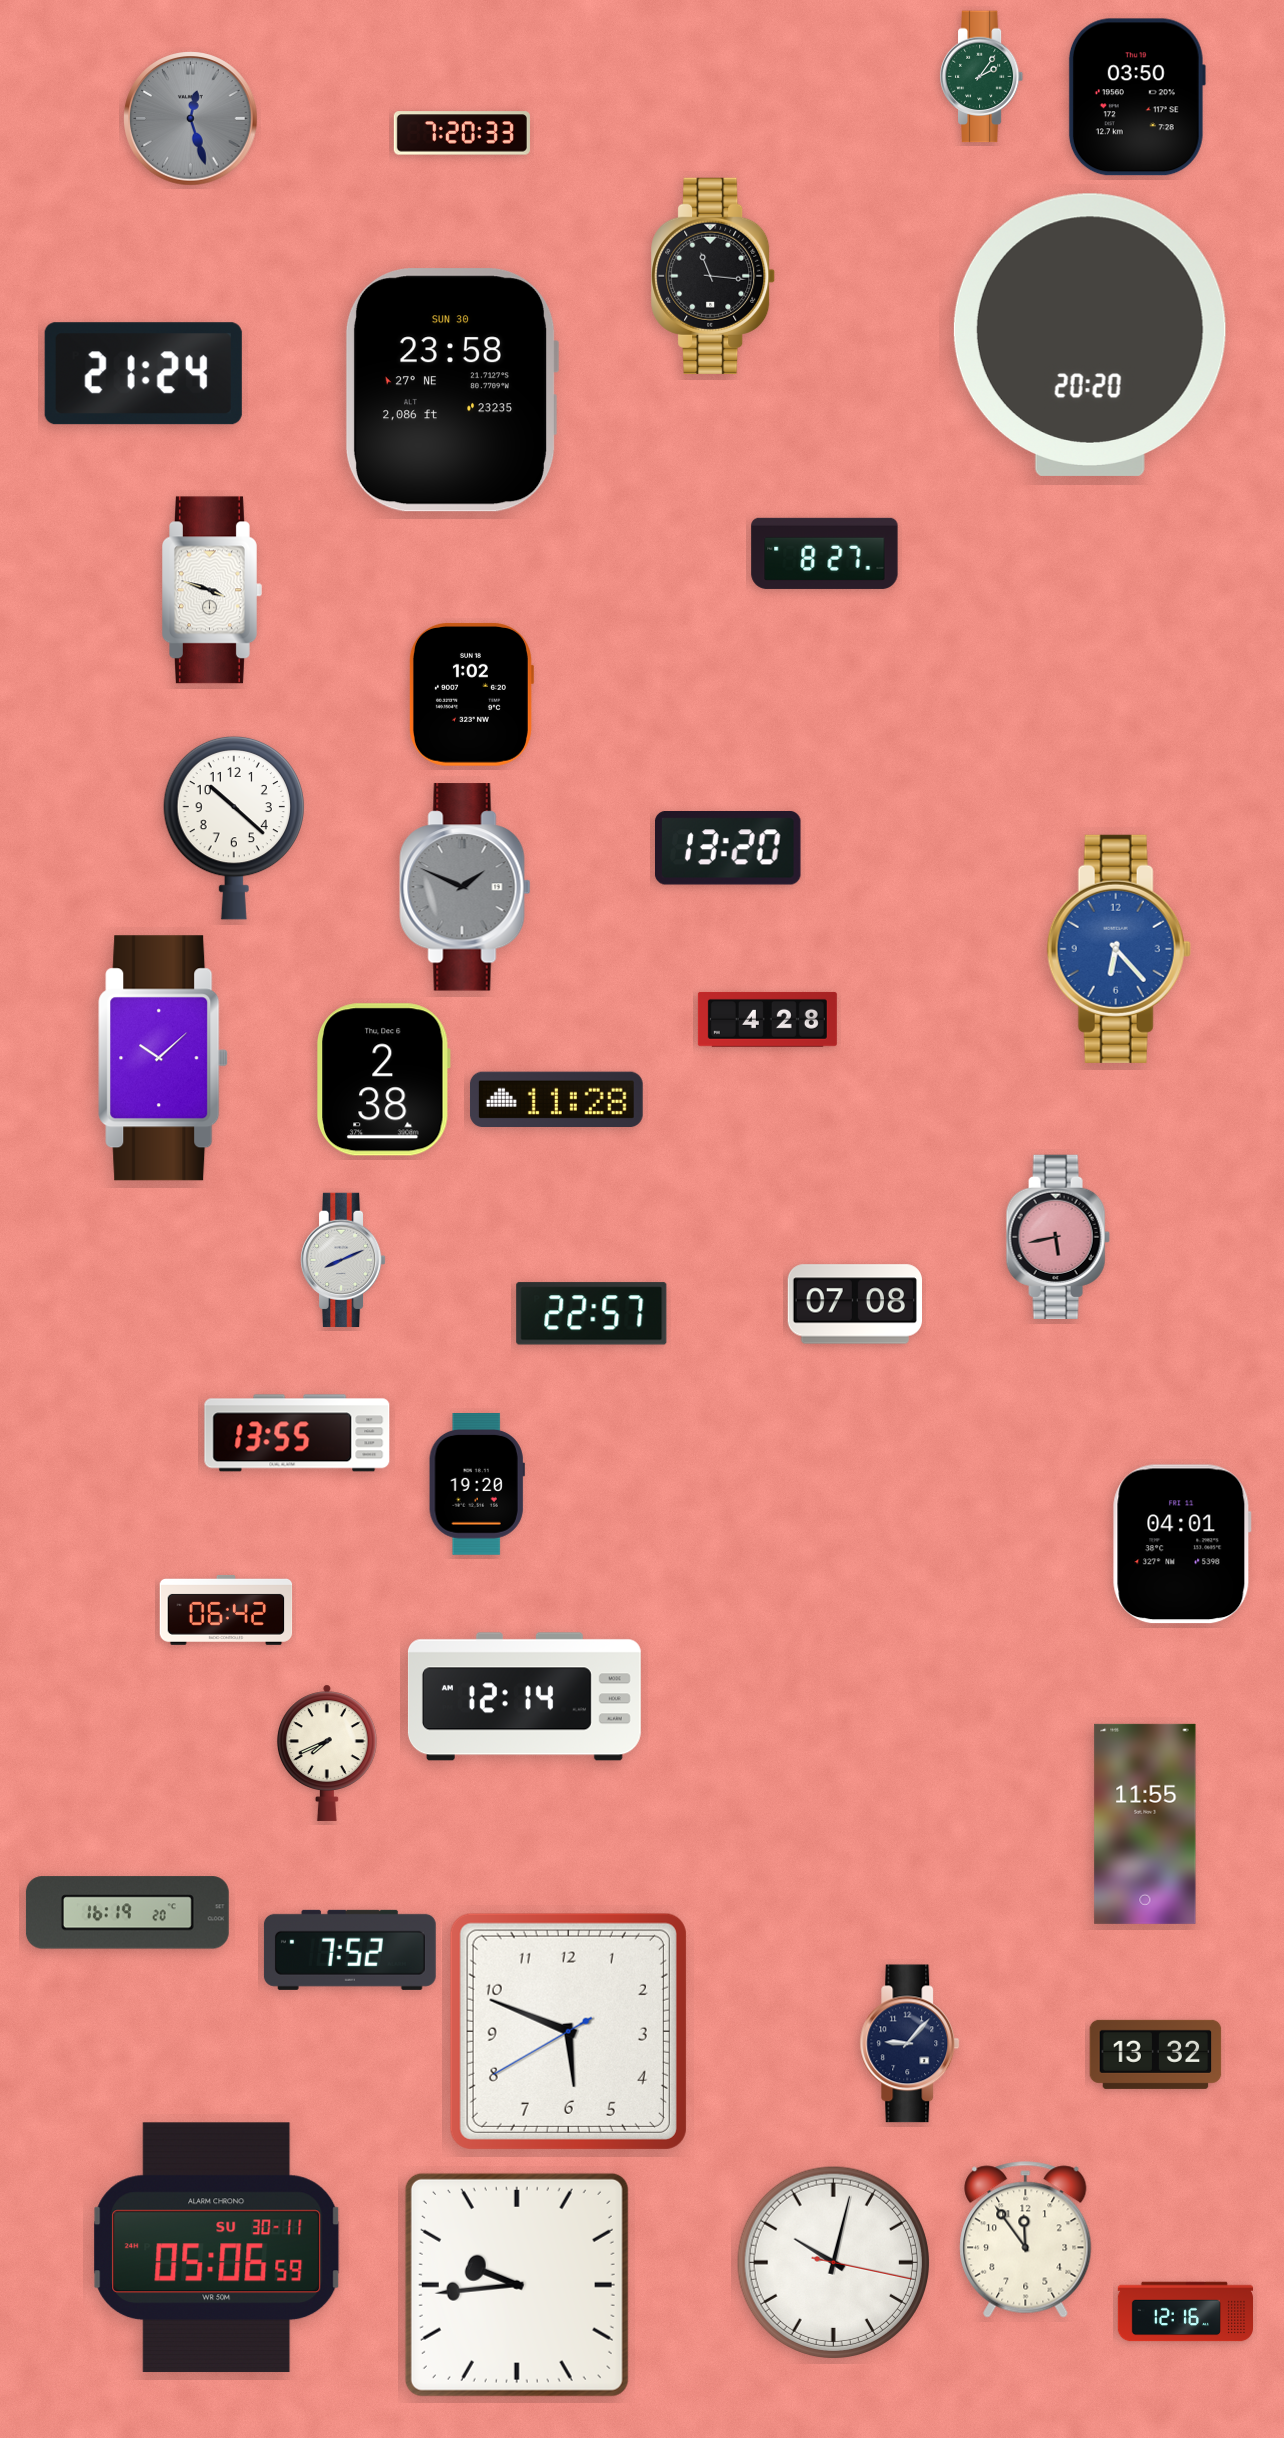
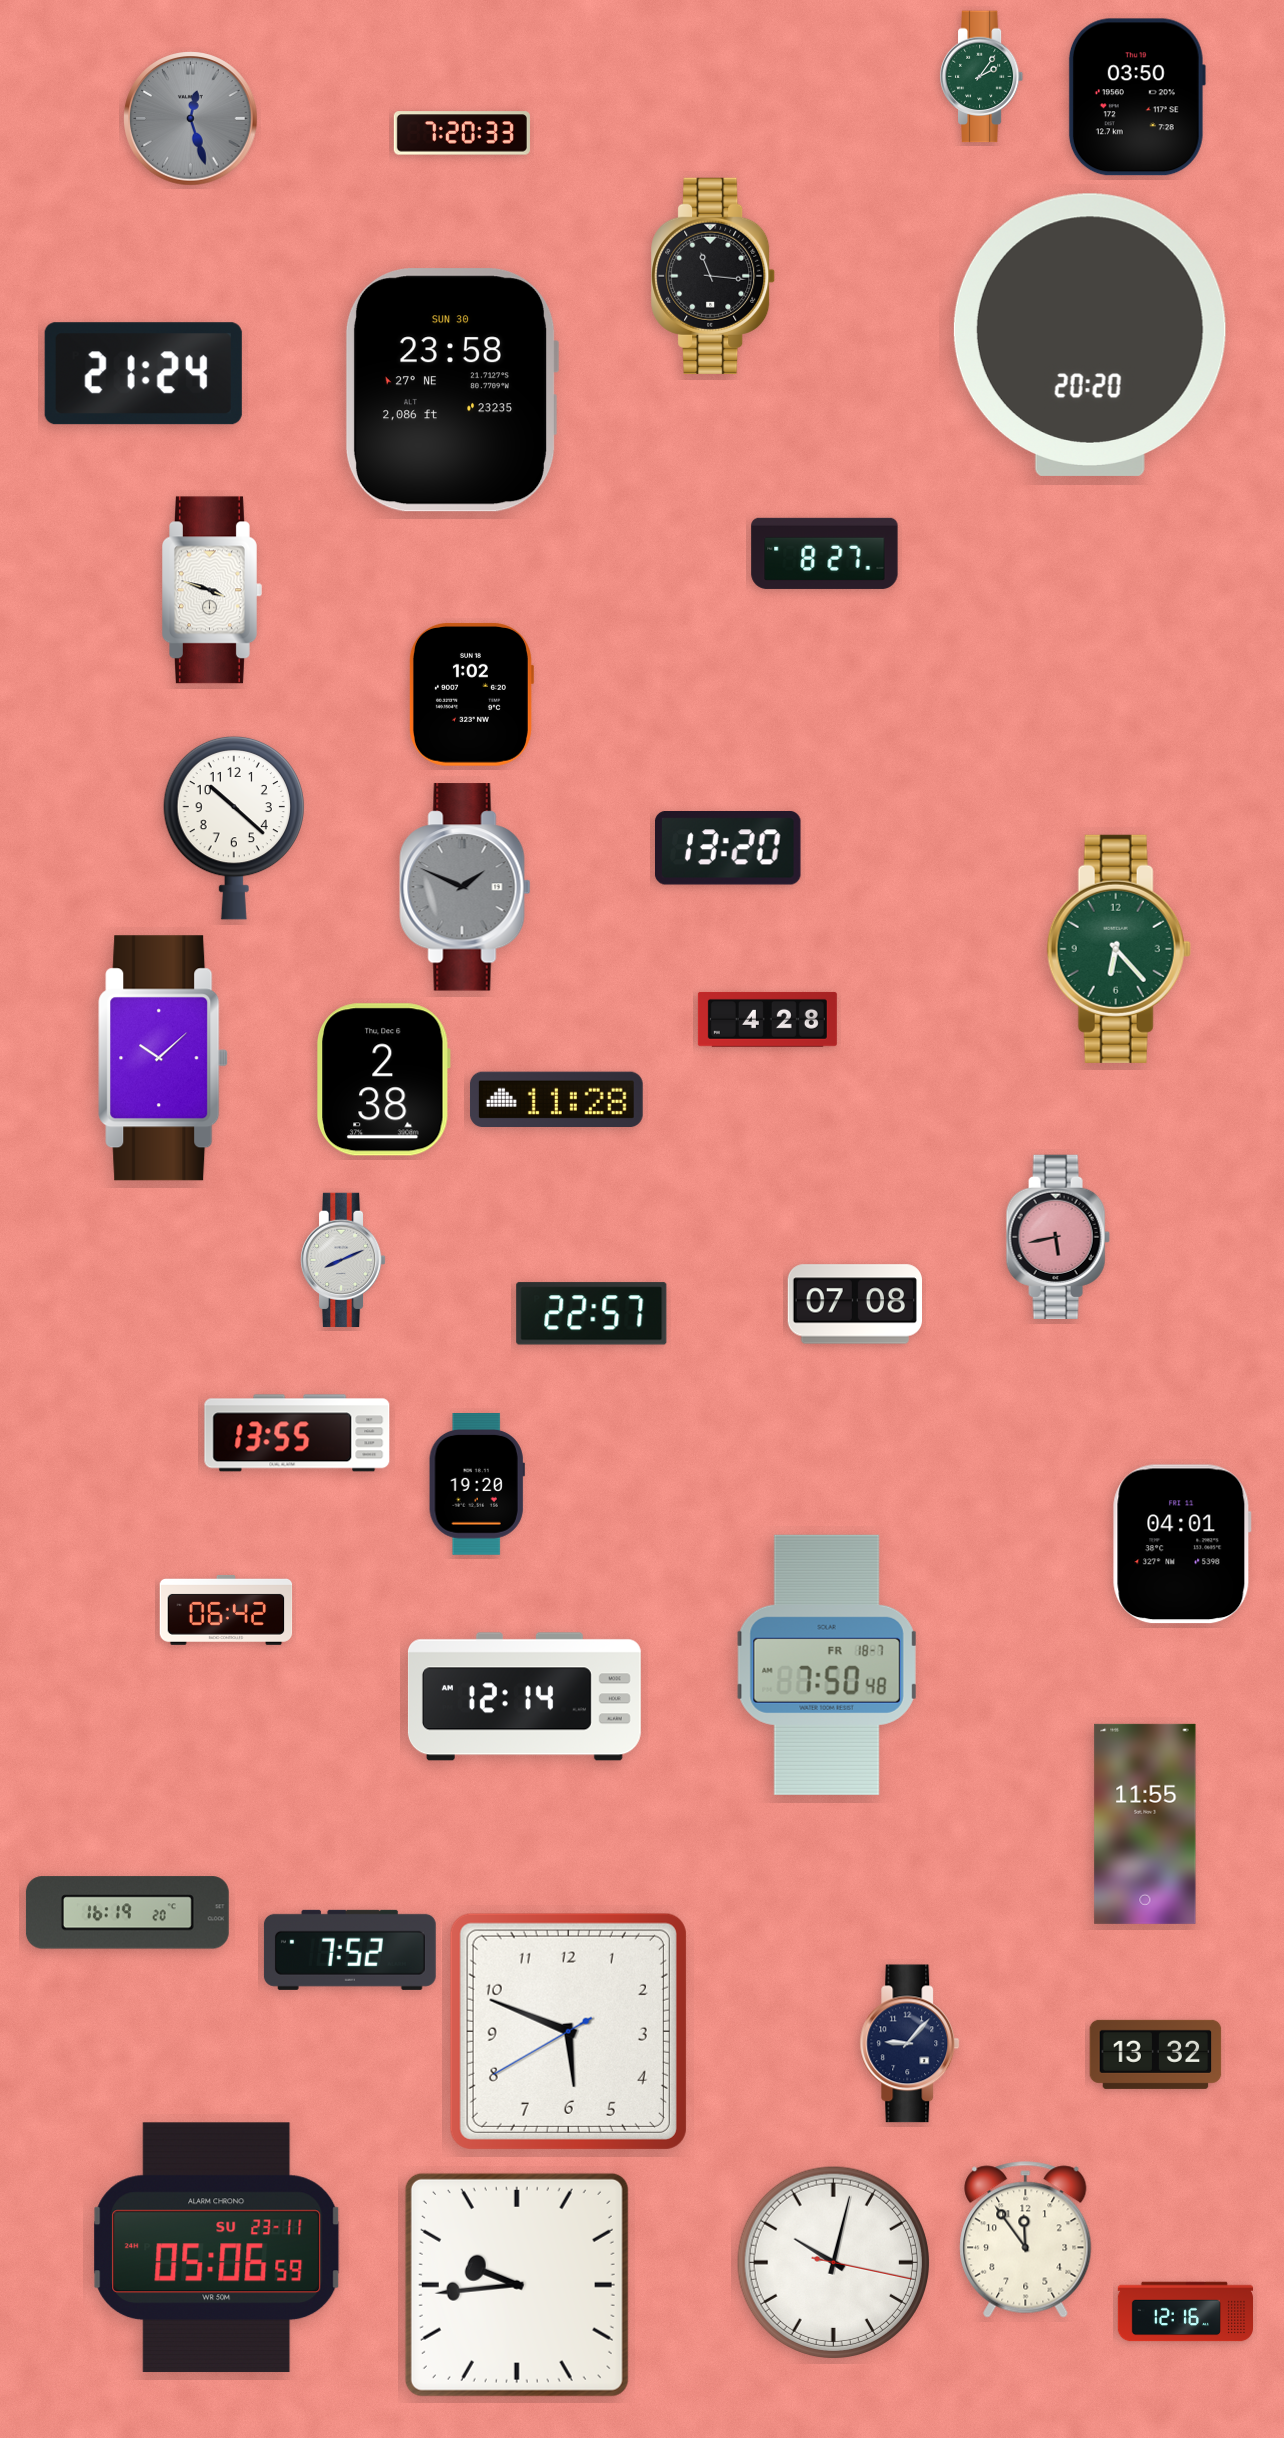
clock at (1119, 949) dial: blue -> green
clock at (827, 1665): none -> 7:50
clock at (327, 1753): 7:41 -> none
clock at (217, 2248) date: SU 30-11 -> SU 23-11
